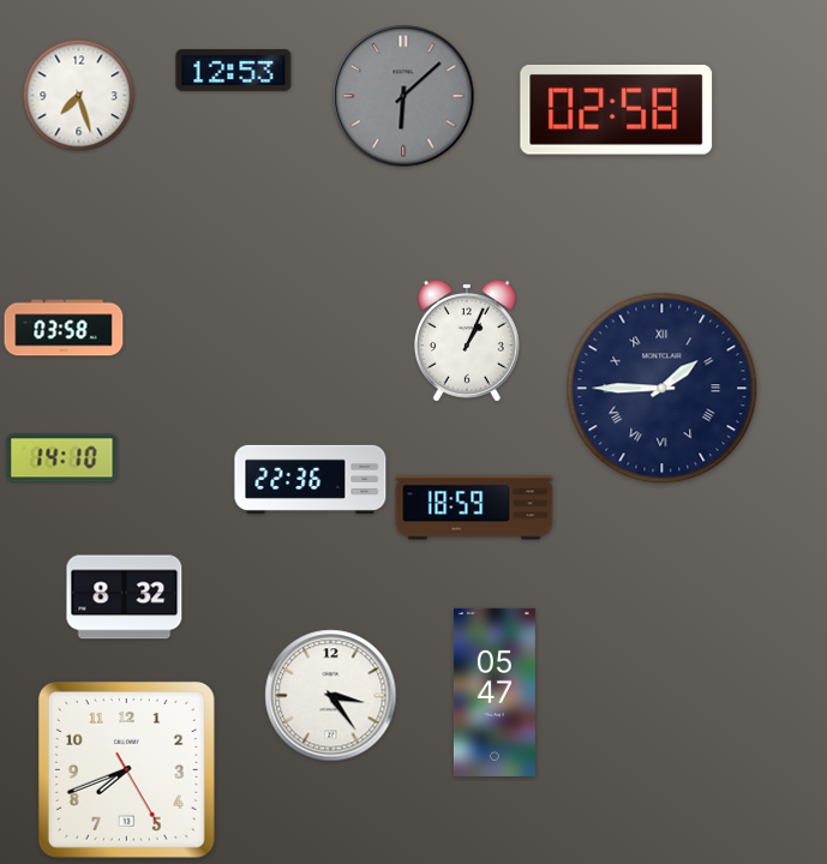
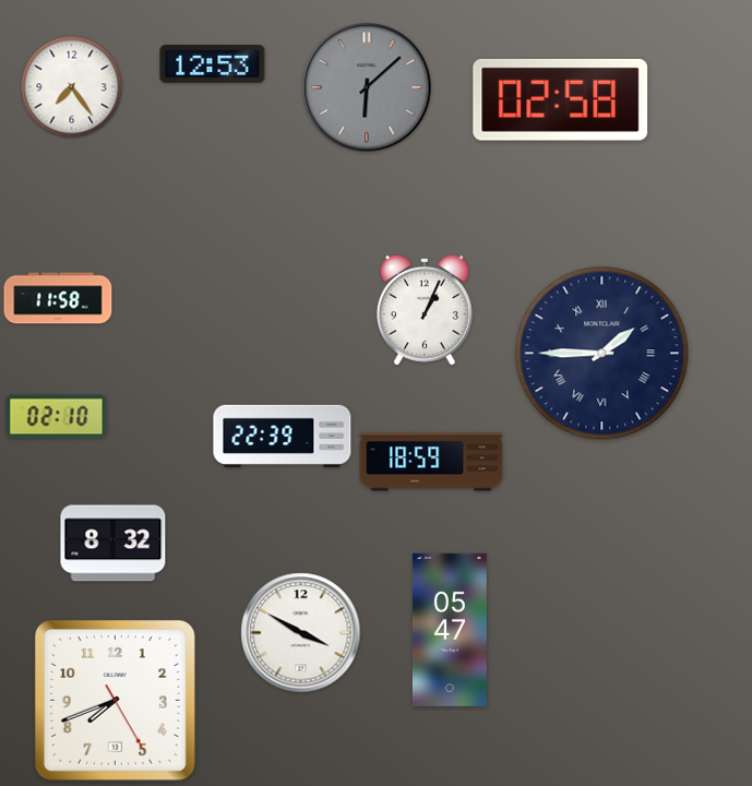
clock at (79, 96): 7:27 -> 7:24
clock at (64, 328): 03:58 -> 11:58
clock at (62, 458): 14:10 -> 02:10
clock at (311, 479): 22:36 -> 22:39
clock at (331, 696): 3:24 -> 3:50
